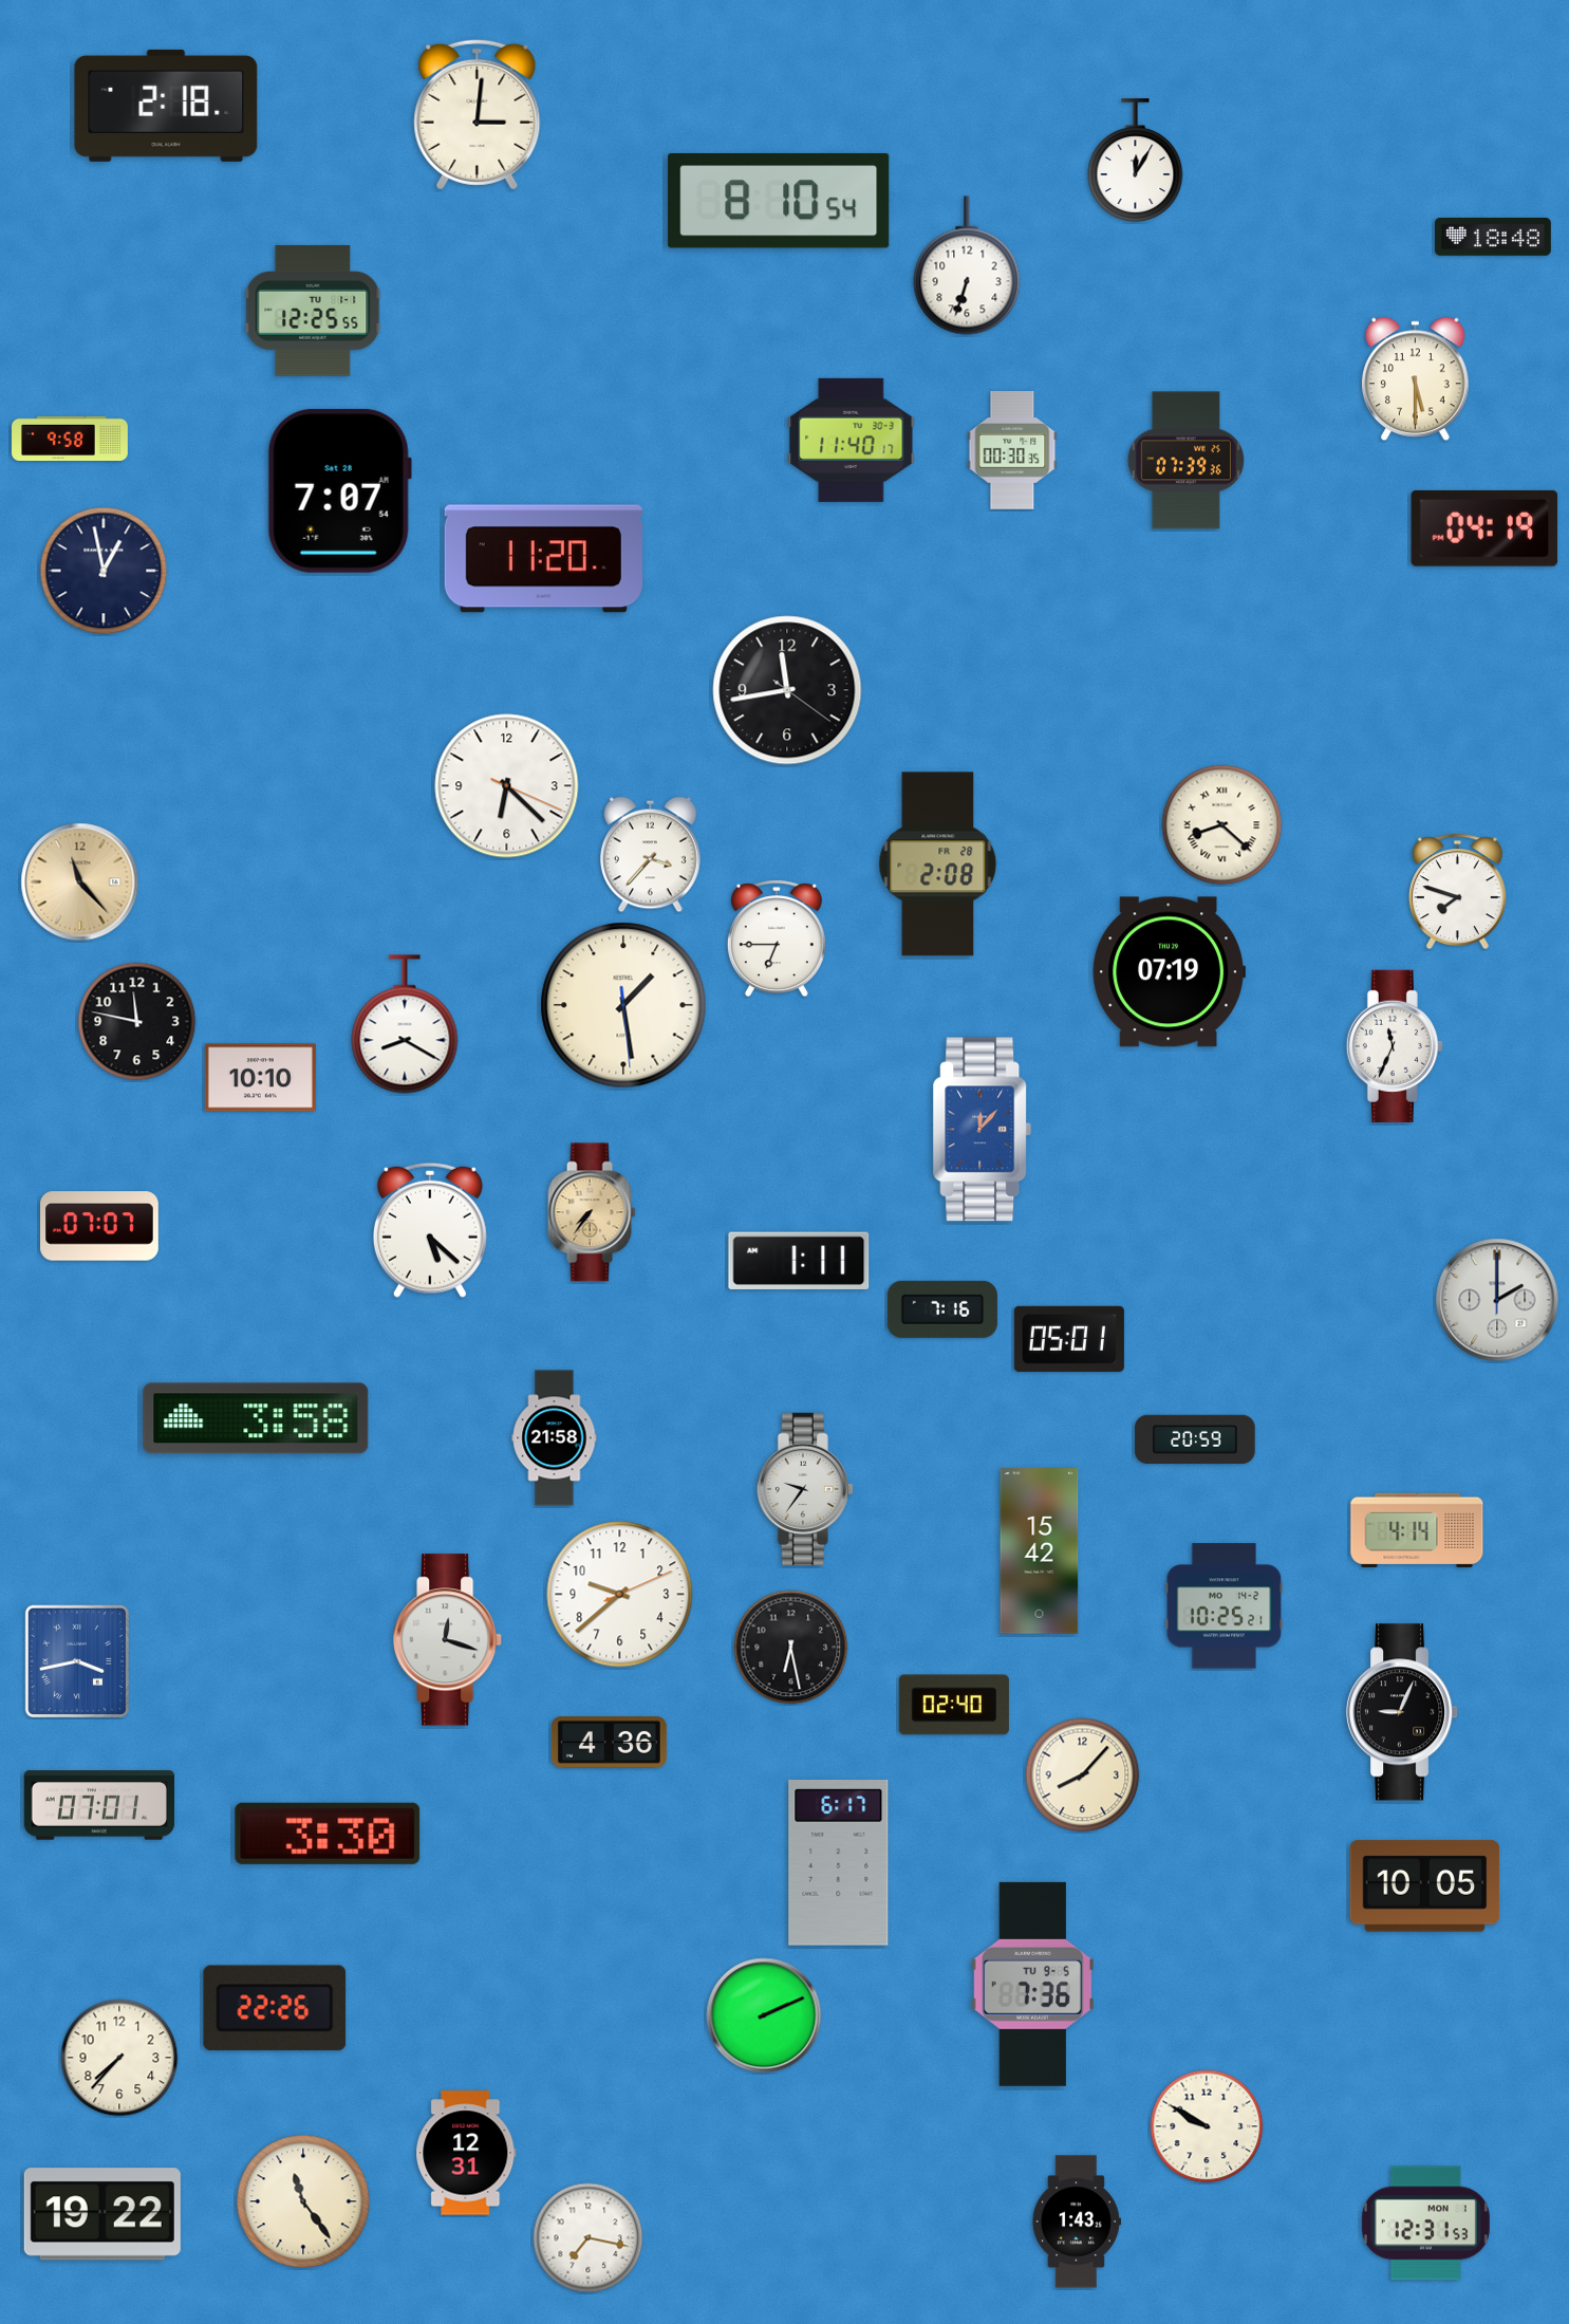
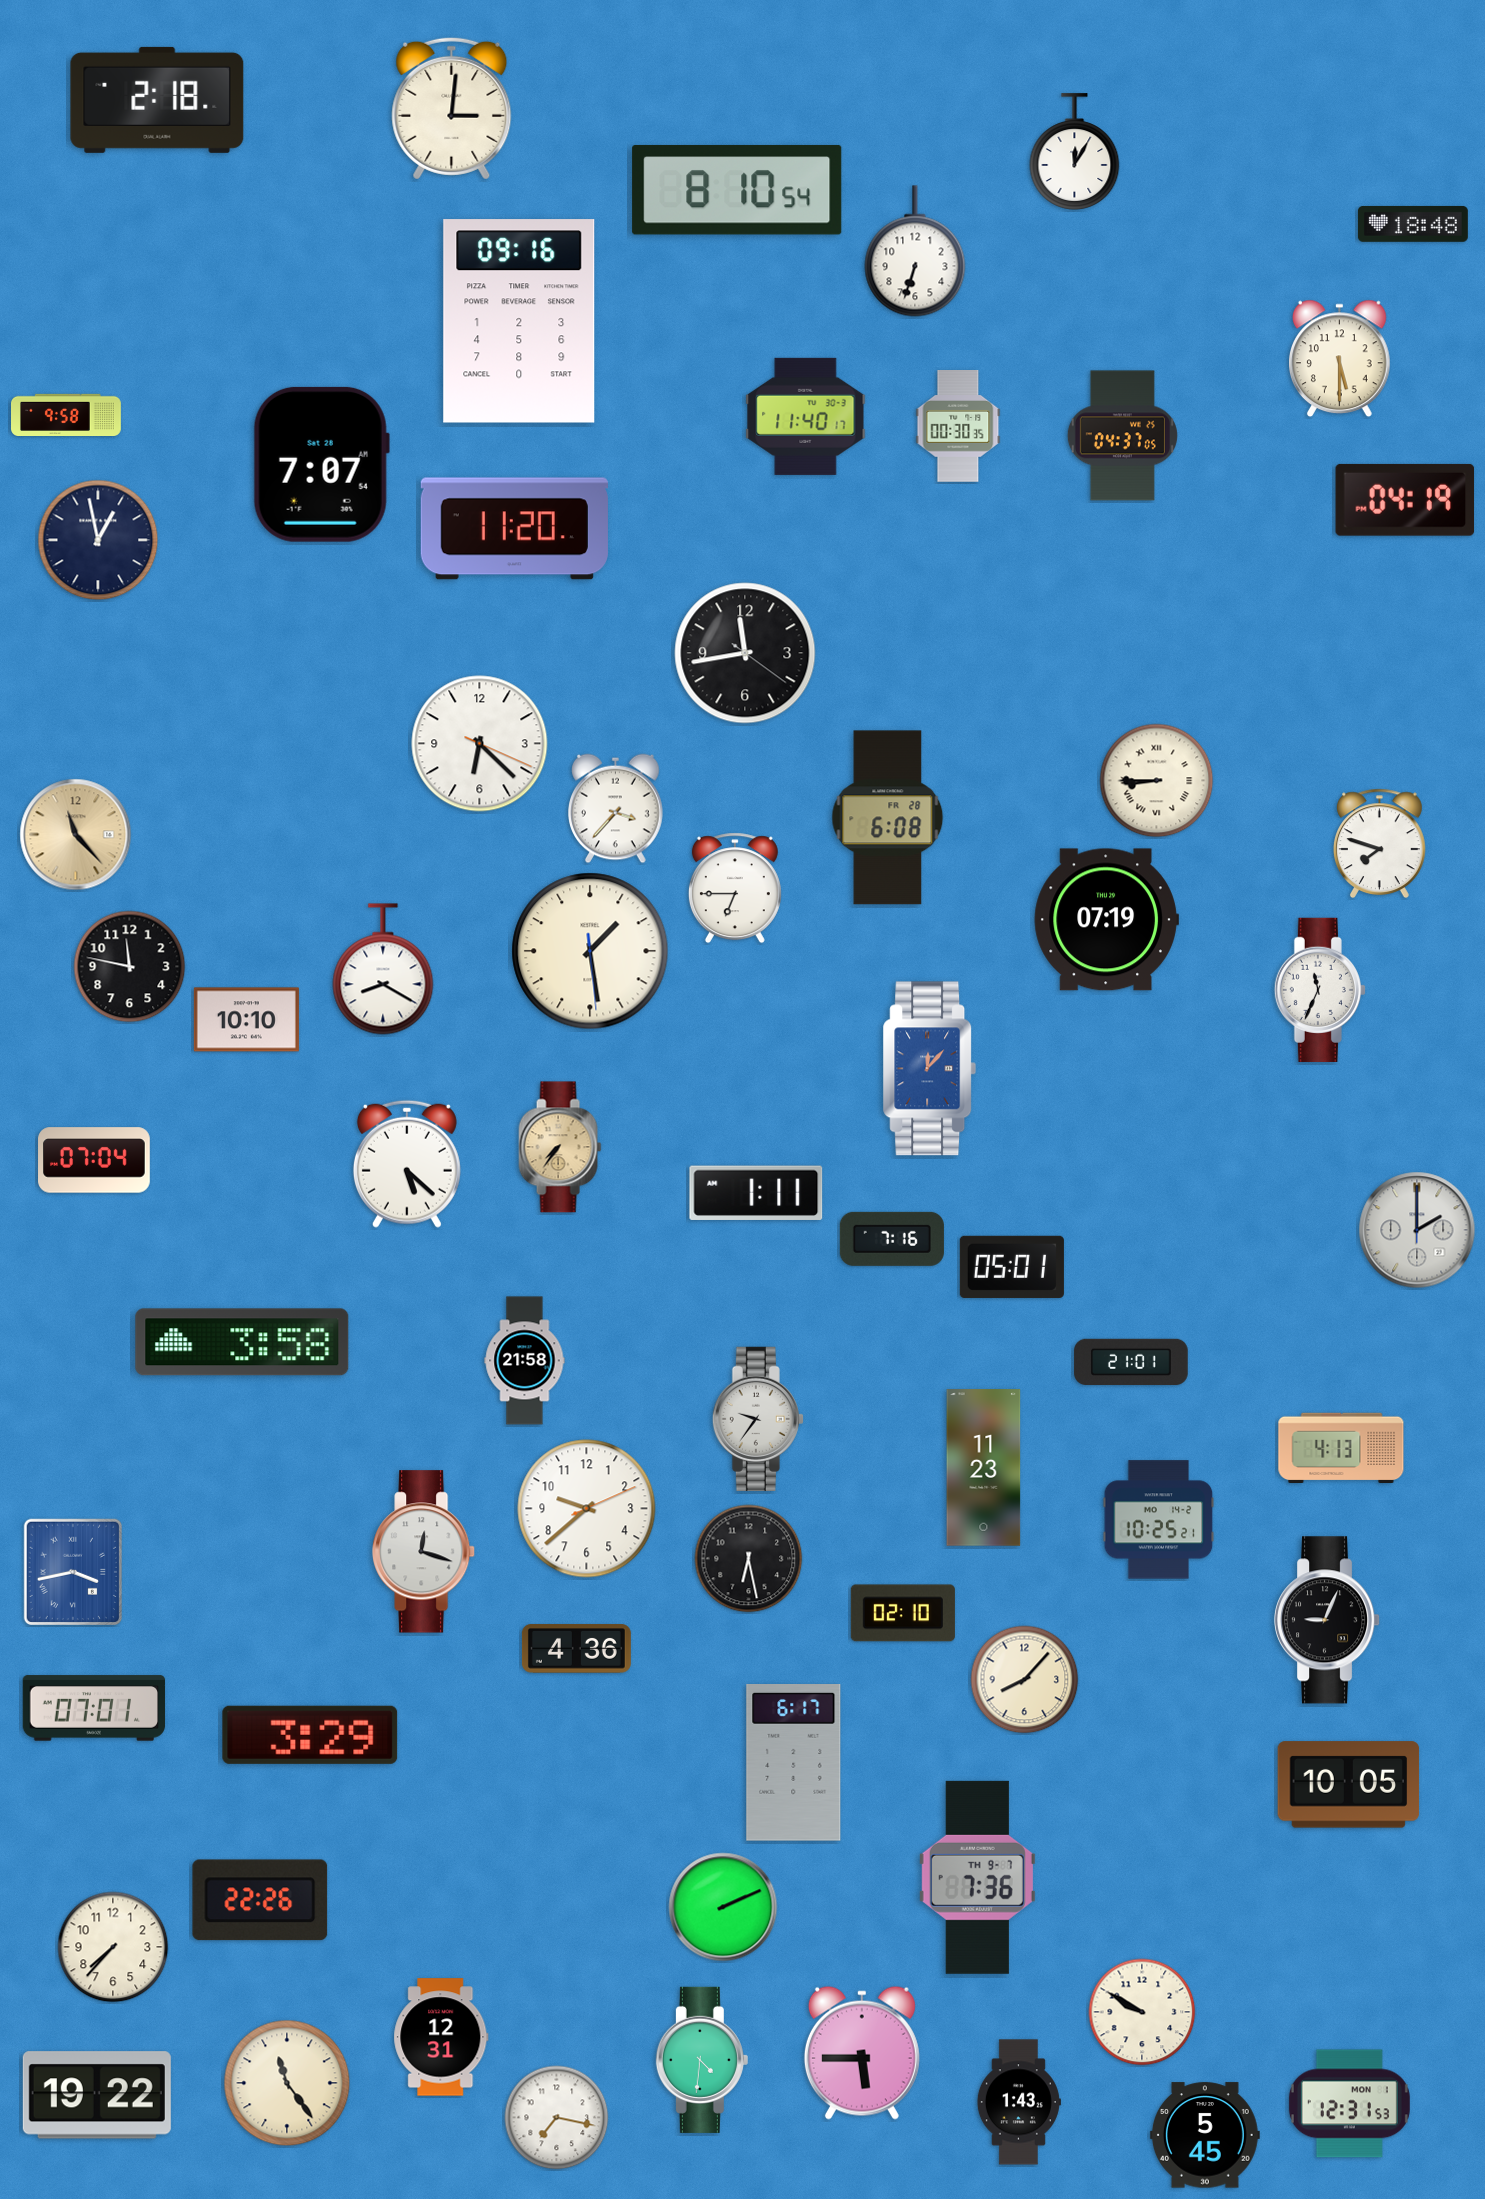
clock at (313, 311): 12:25 -> none
clock at (519, 321): none -> 09:16
clock at (1185, 461): 07:39 -> 04:37
clock at (1222, 825): 8:22 -> 8:45
clock at (938, 864): 2:08 -> 6:08
clock at (99, 1226): 07:07 -> 07:04
clock at (1195, 1439): 20:59 -> 21:01
clock at (805, 1489) position: (805, 1489) -> (758, 1419)
clock at (1417, 1529): 4:14 -> 4:13
clock at (1040, 1551): 15:42 -> 11:23
clock at (954, 1705): 02:40 -> 02:10
clock at (328, 1834): 3:30 -> 3:29
clock at (1032, 1984) date: TU 9-5 -> TH 9-7
clock at (862, 2053): none -> 5:45
clock at (702, 2060): none -> 4:31
clock at (1205, 2135): none -> 5:45
